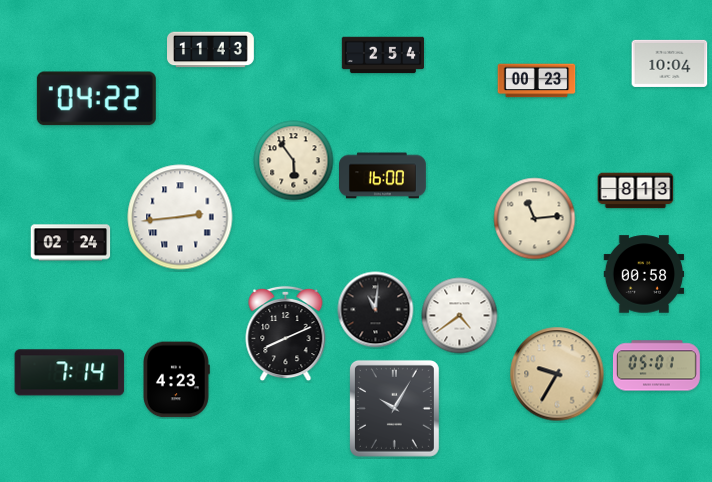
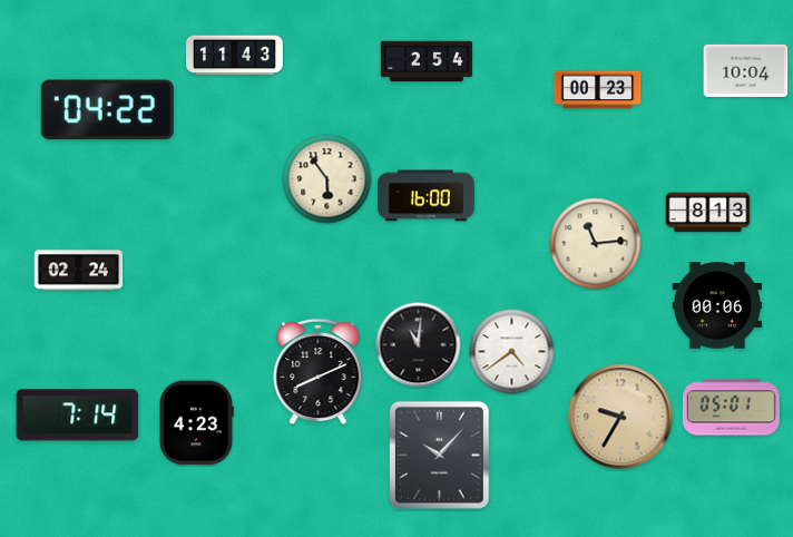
clock at (180, 217): 2:44 -> none
clock at (644, 274): 00:58 -> 00:06
clock at (394, 408): 10:05 -> 10:07
